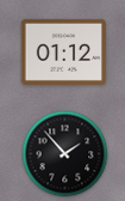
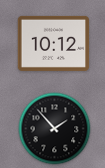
clock at (64, 51): 01:12 -> 10:12
